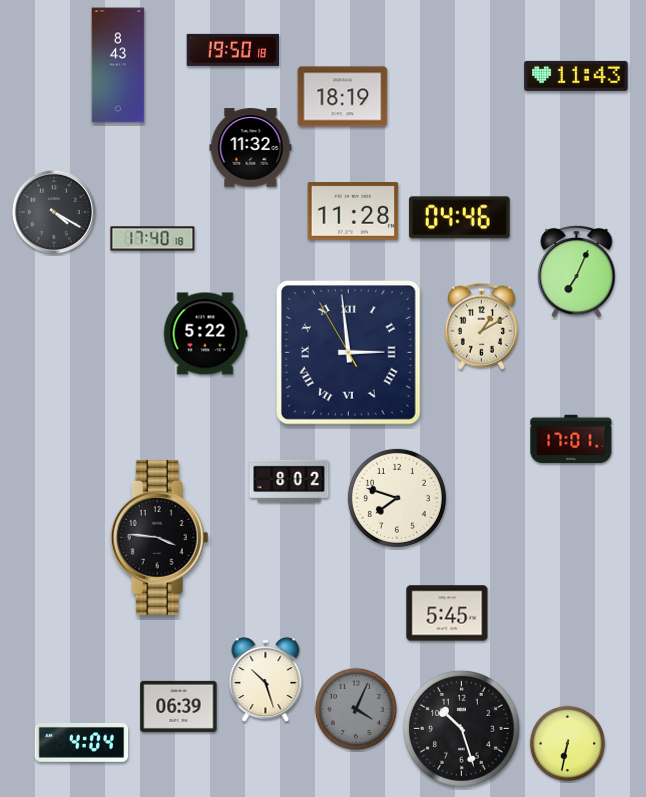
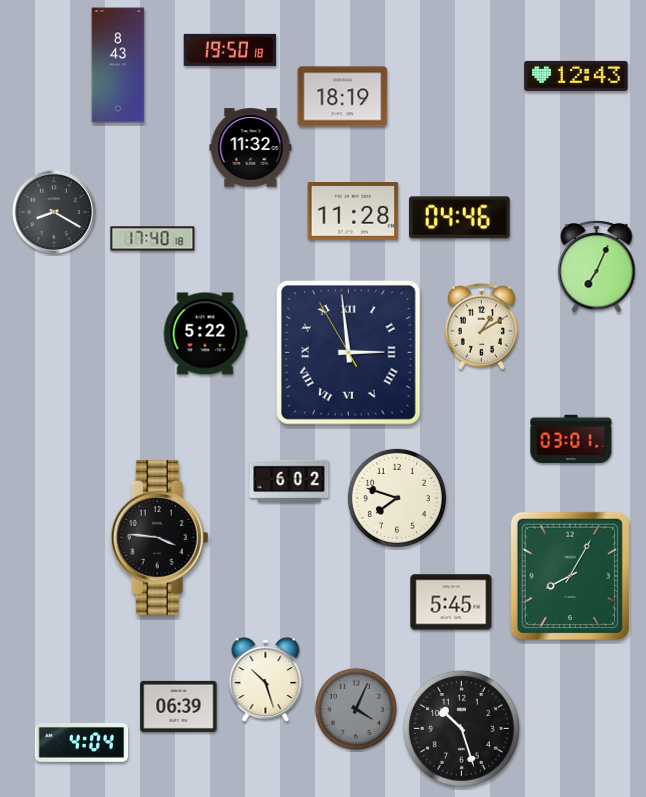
clock at (233, 50) position: (233, 50) -> (230, 50)
clock at (576, 76): 11:43 -> 12:43
clock at (54, 212): 4:20 -> 8:20
clock at (577, 271) position: (577, 271) -> (597, 266)
clock at (571, 439): 17:01 -> 03:01
clock at (289, 481): 8:02 -> 6:02
clock at (570, 576): none -> 8:05
clock at (447, 613) position: (447, 613) -> (451, 602)
clock at (568, 744): 6:32 -> none
